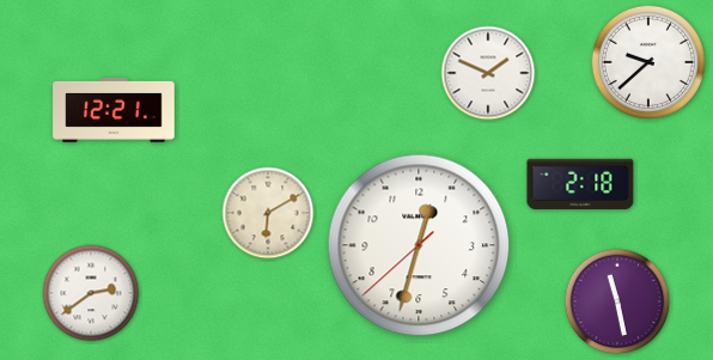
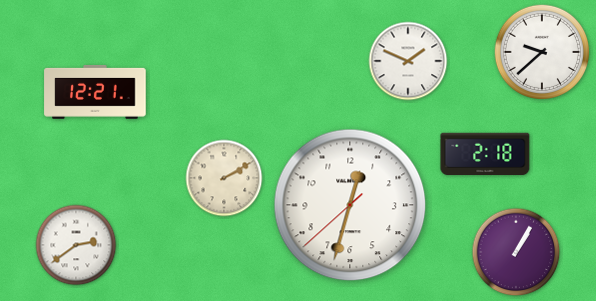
clock at (268, 213): 6:10 -> 2:10
clock at (617, 301): 11:28 -> 1:05
